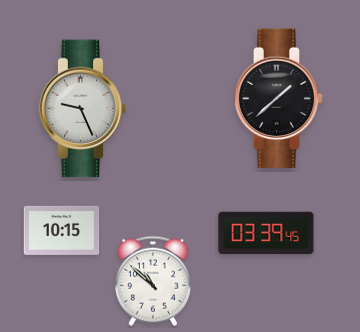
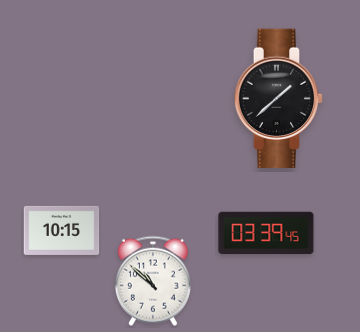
clock at (83, 109): 9:26 -> none
